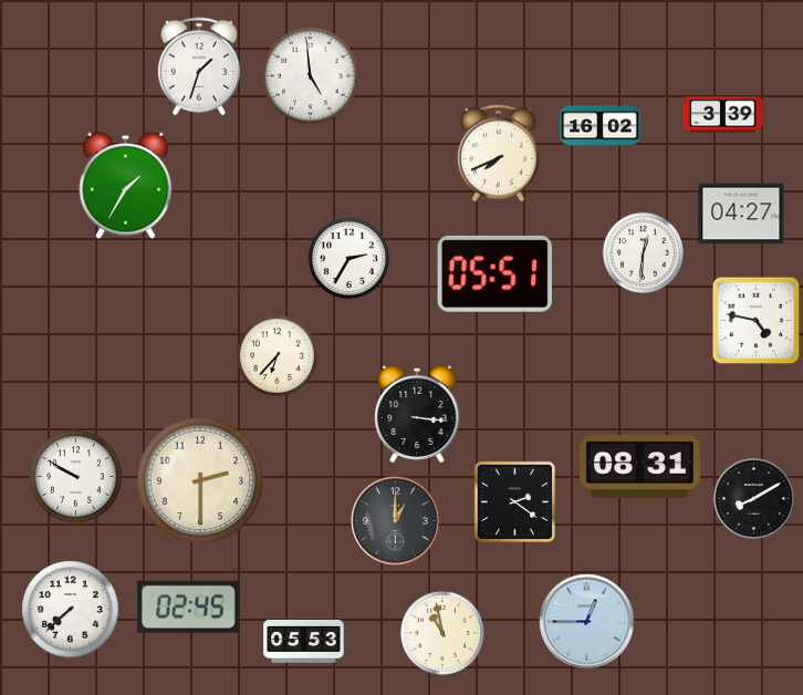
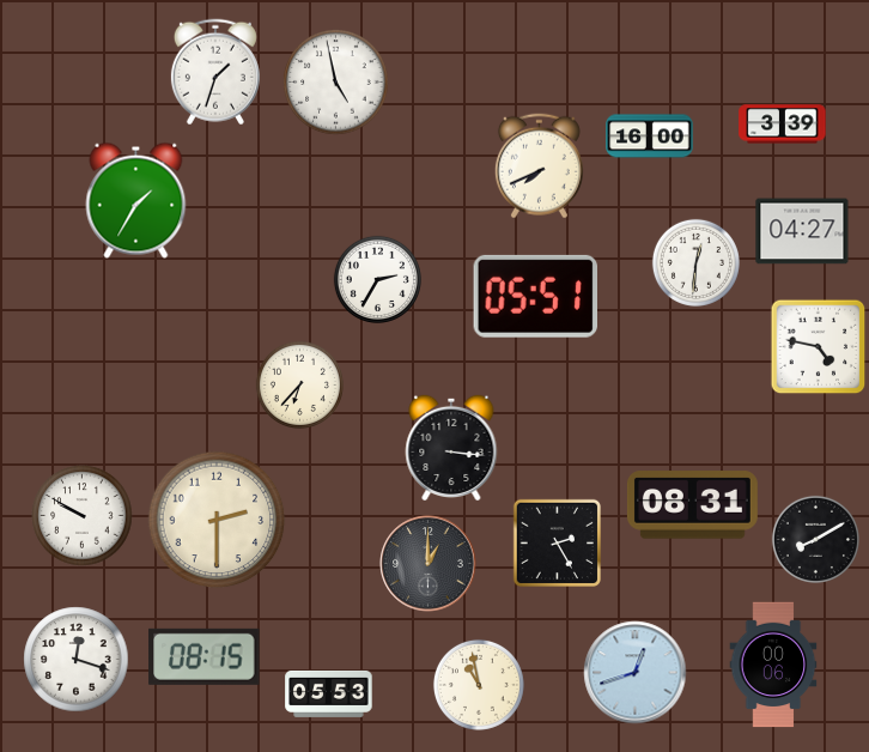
clock at (311, 76): 4:59 -> 4:58
clock at (601, 126): 16:02 -> 16:00
clock at (643, 252) position: (643, 252) -> (695, 262)
clock at (514, 501): 2:21 -> 2:25
clock at (189, 606): 02:45 -> 08:15
clock at (71, 610): 7:38 -> 12:18
clock at (773, 665): none -> 00:06
clock at (587, 622): 12:45 -> 12:42
